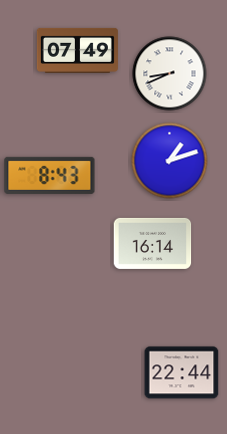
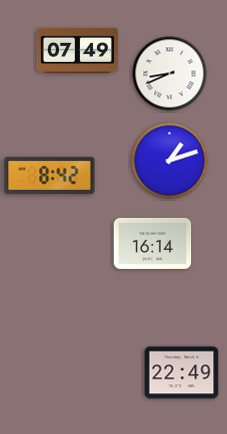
clock at (50, 175): 8:43 -> 8:42
clock at (182, 373): 22:44 -> 22:49
